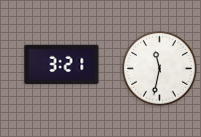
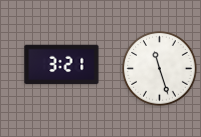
clock at (160, 69): 11:32 -> 11:27
